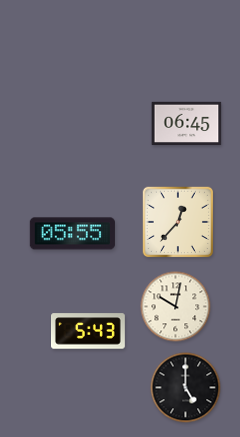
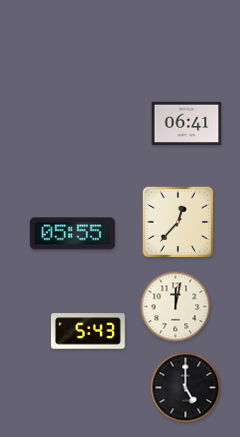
clock at (187, 124): 06:45 -> 06:41
clock at (176, 307): 10:02 -> 12:02
